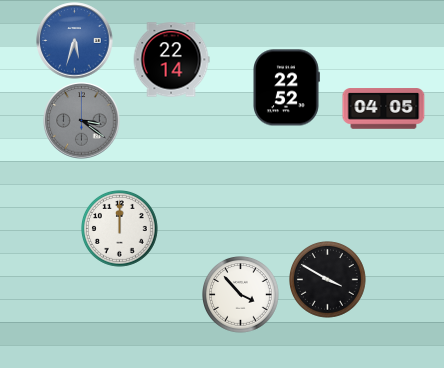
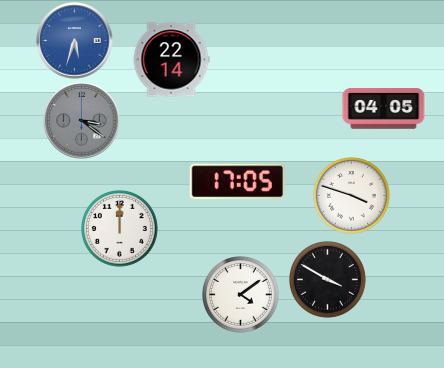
clock at (287, 88): 22:52 -> none
clock at (237, 182): none -> 17:05
clock at (352, 196): none -> 3:48
clock at (241, 295): 3:53 -> 4:09
